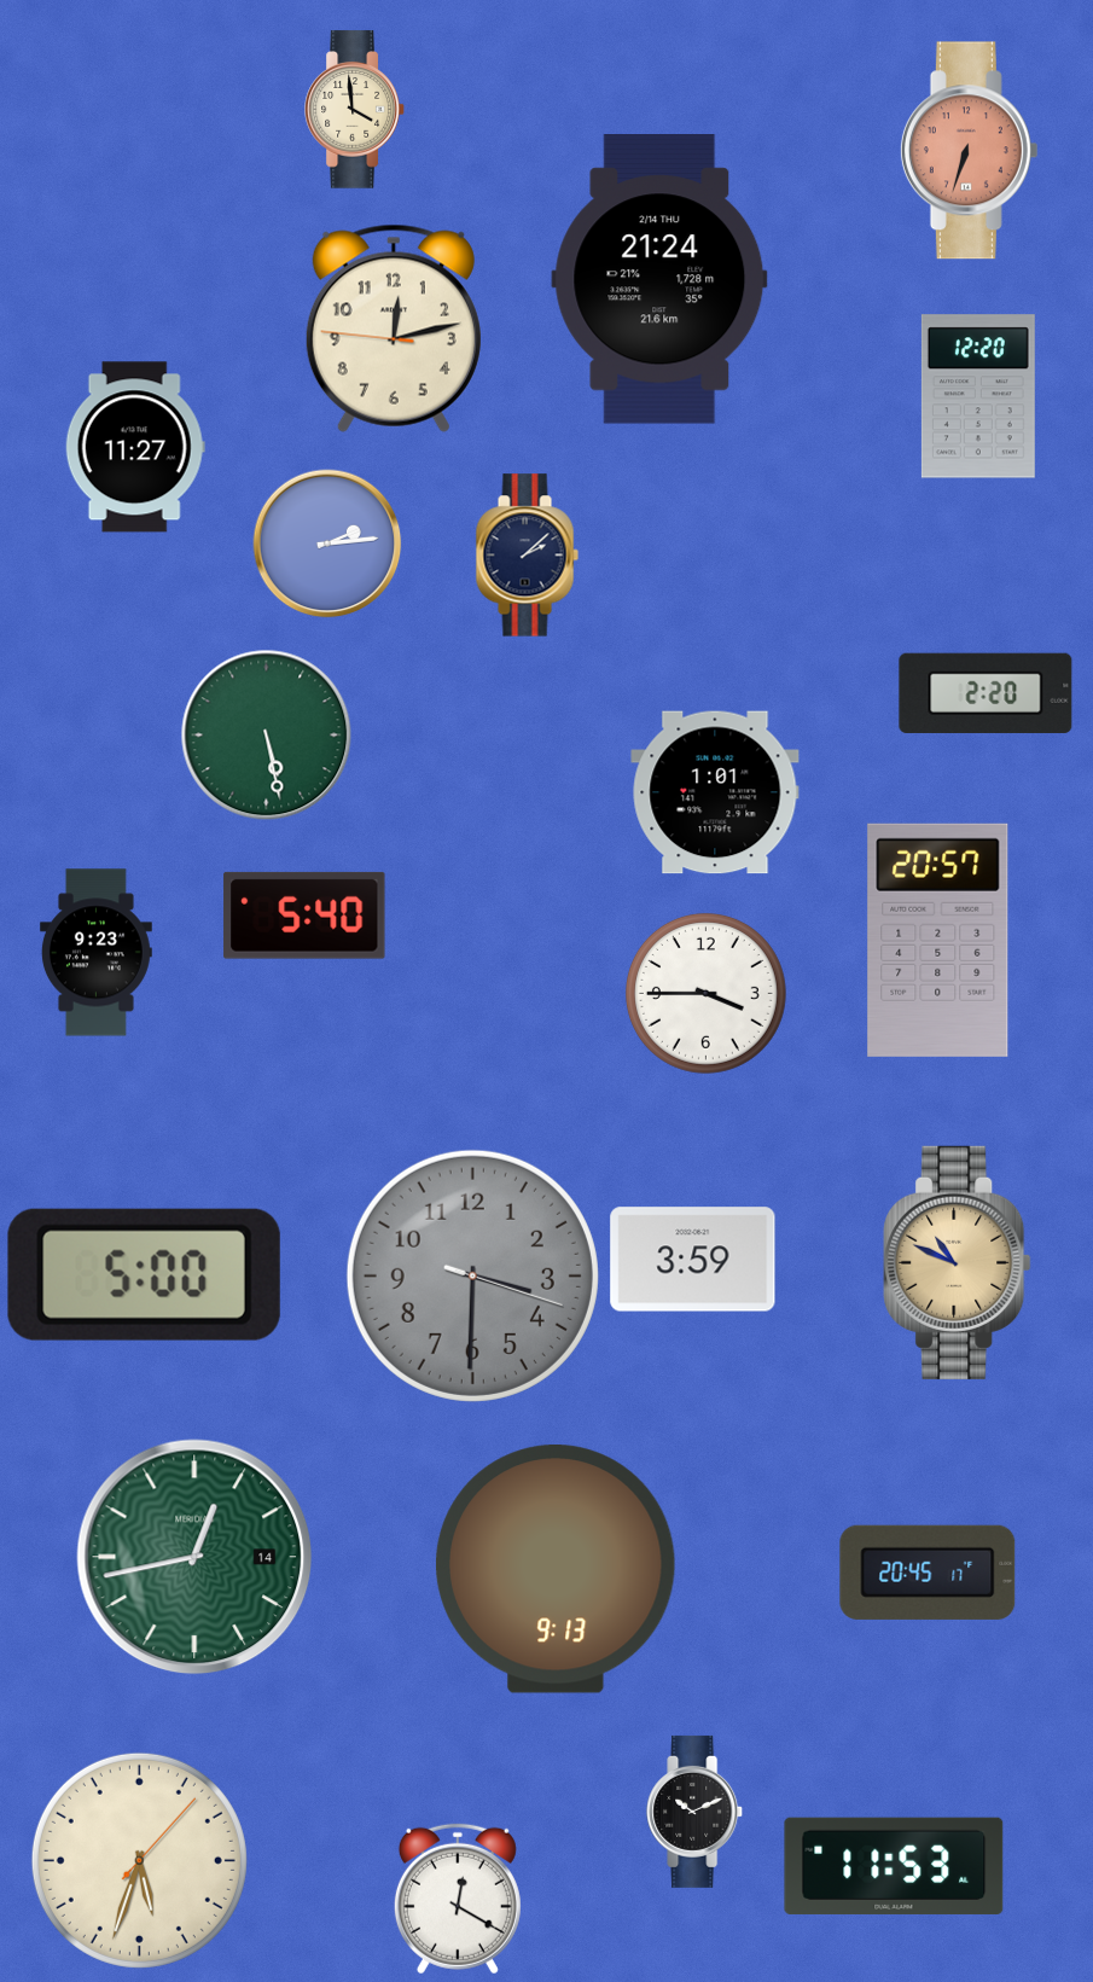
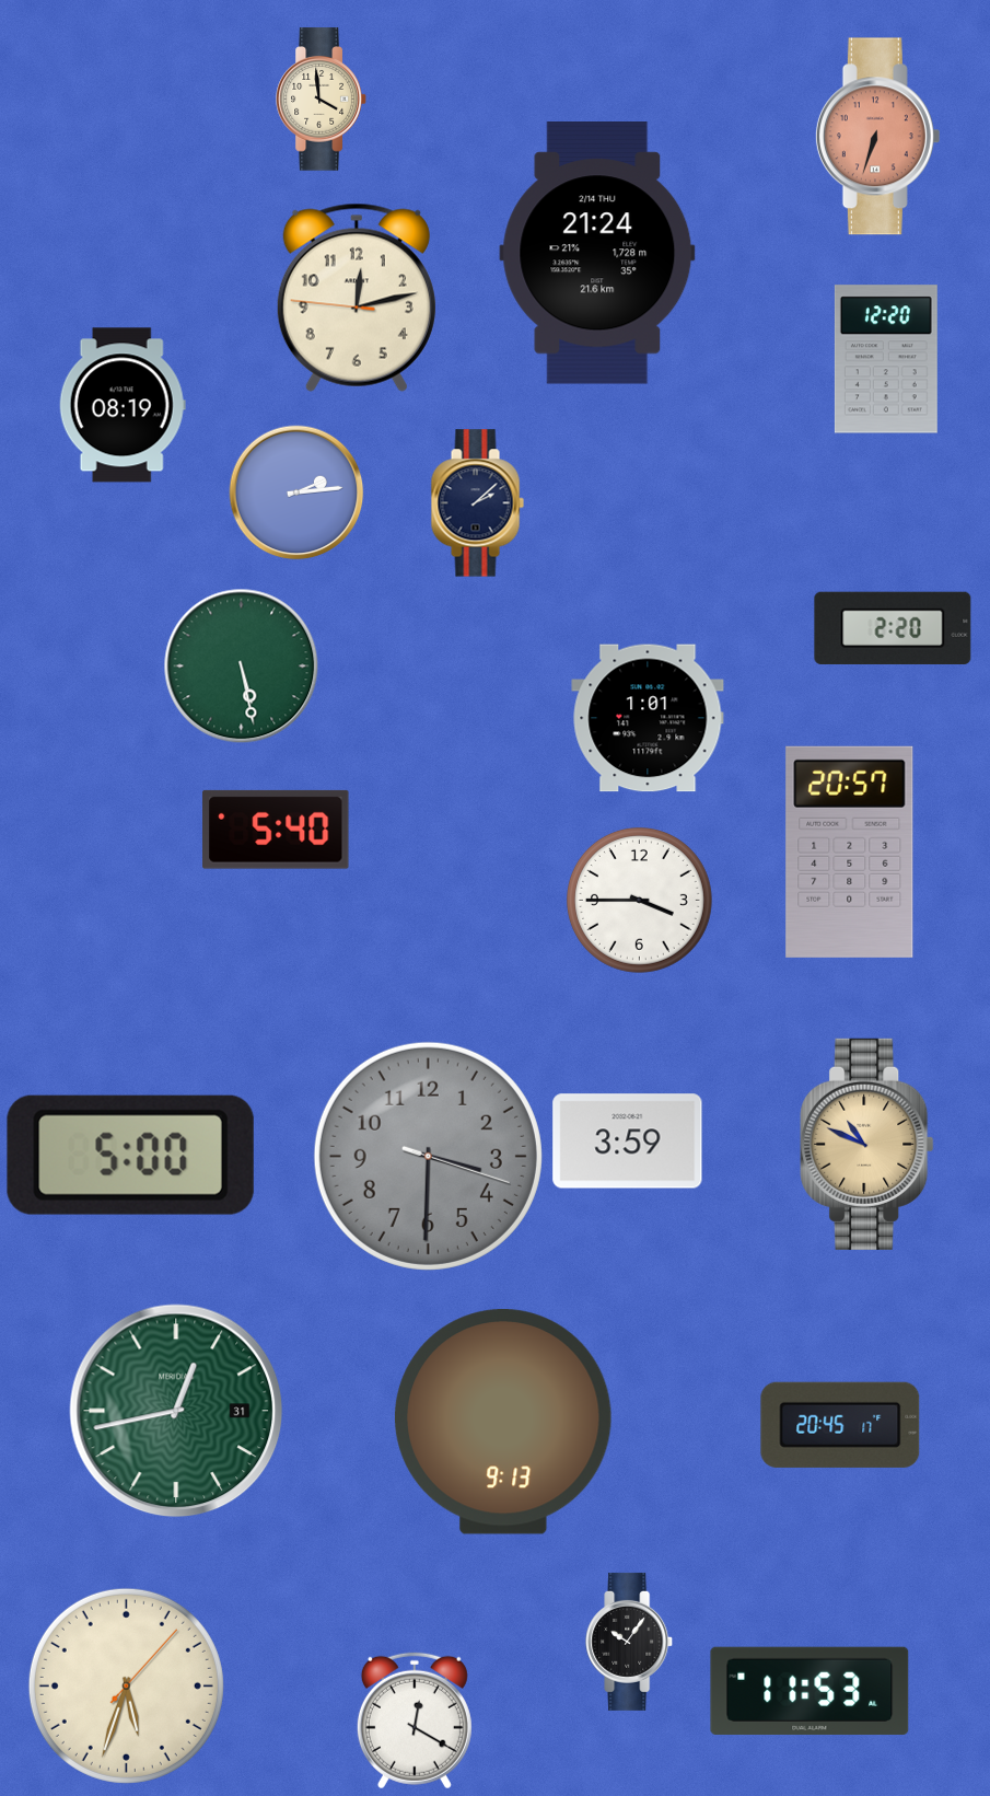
clock at (135, 447): 11:27 -> 08:19
clock at (95, 953): 9:23 -> none
clock at (194, 1557) date: 14 -> 31
clock at (696, 1812): 10:11 -> 10:06
